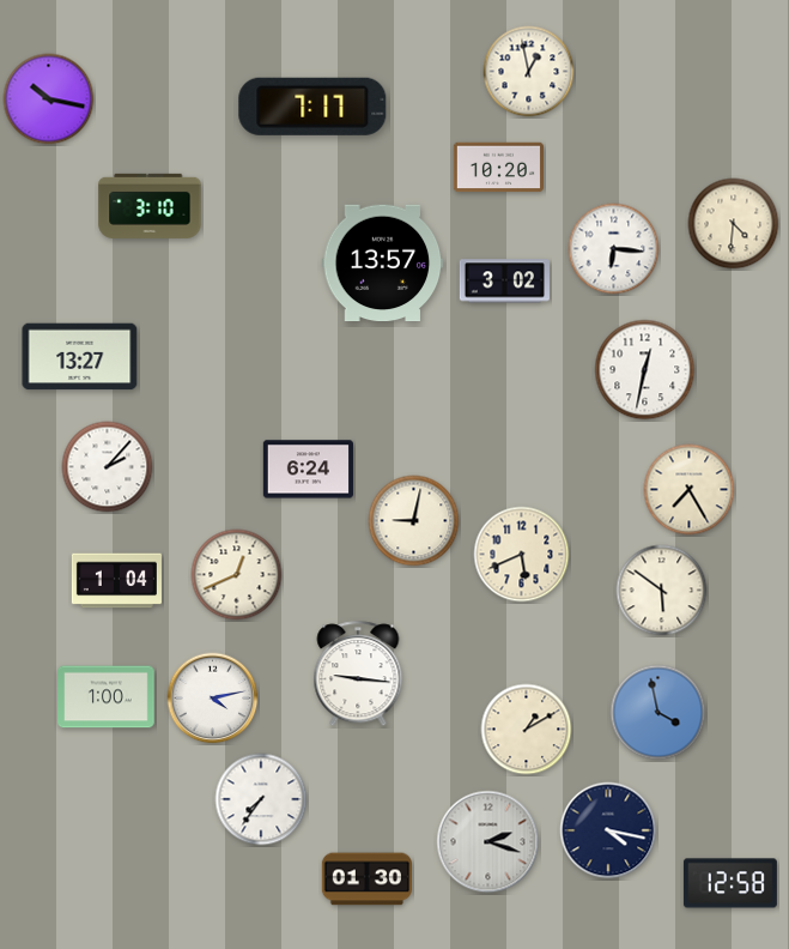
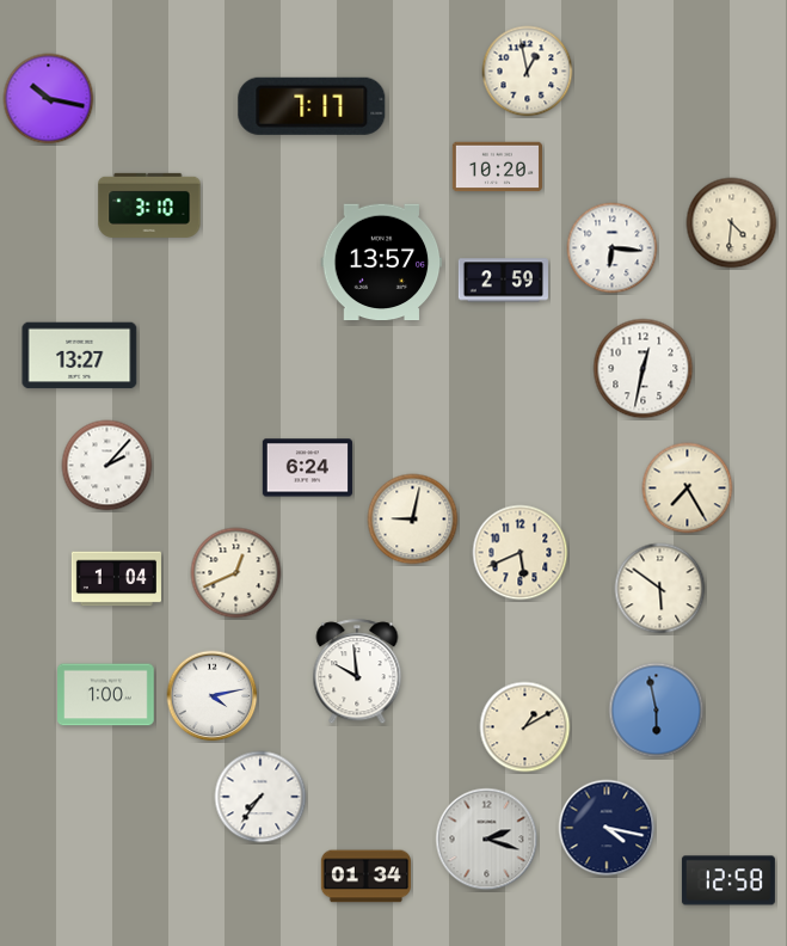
clock at (504, 282): 3:02 -> 2:59
clock at (358, 675): 9:16 -> 9:59
clock at (658, 713): 3:58 -> 5:58
clock at (366, 880): 01:30 -> 01:34
